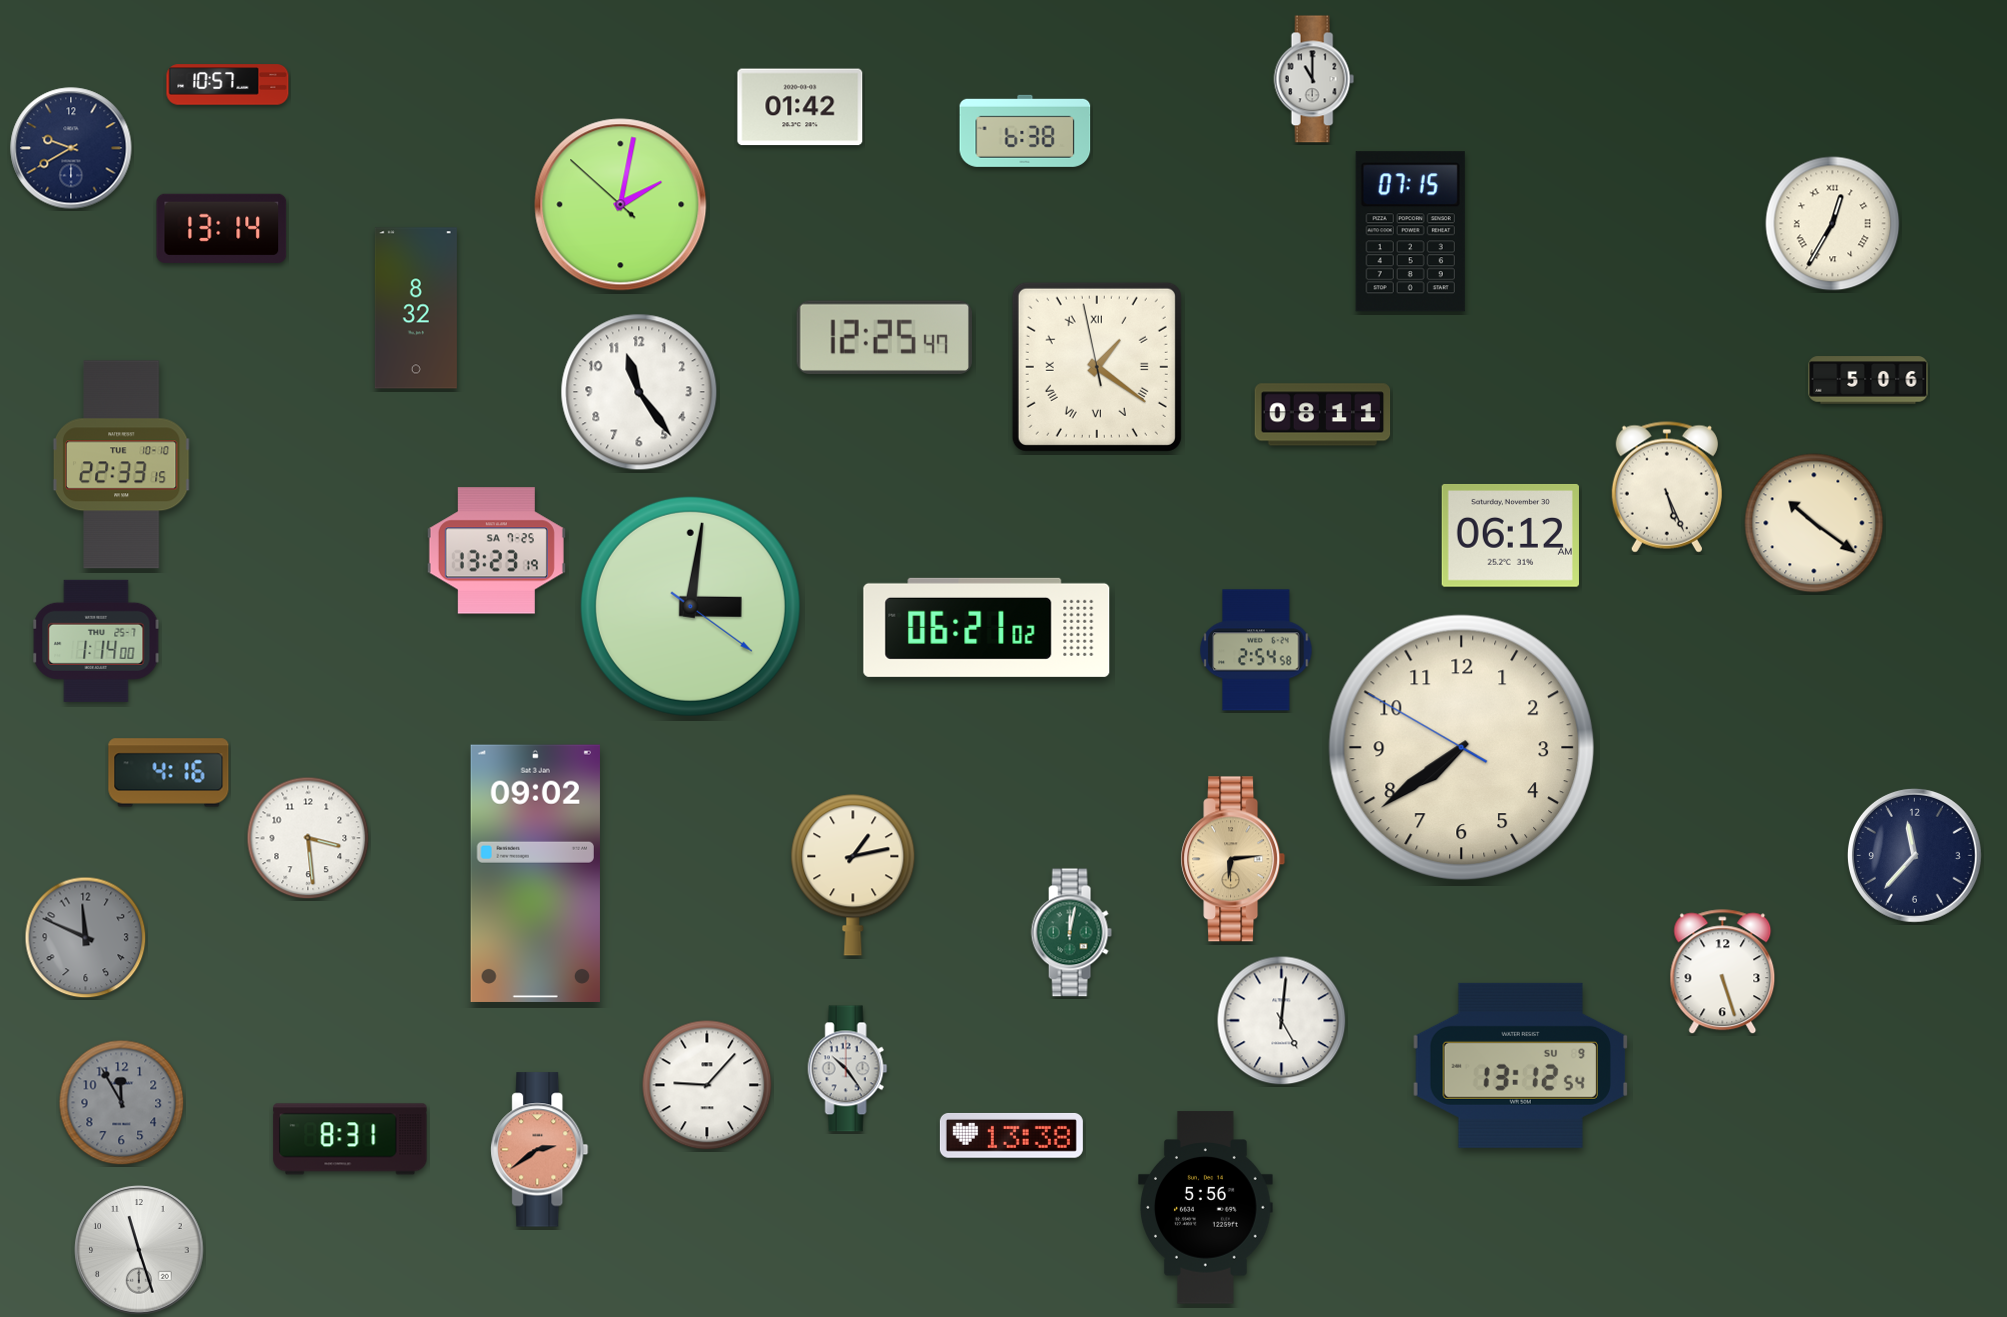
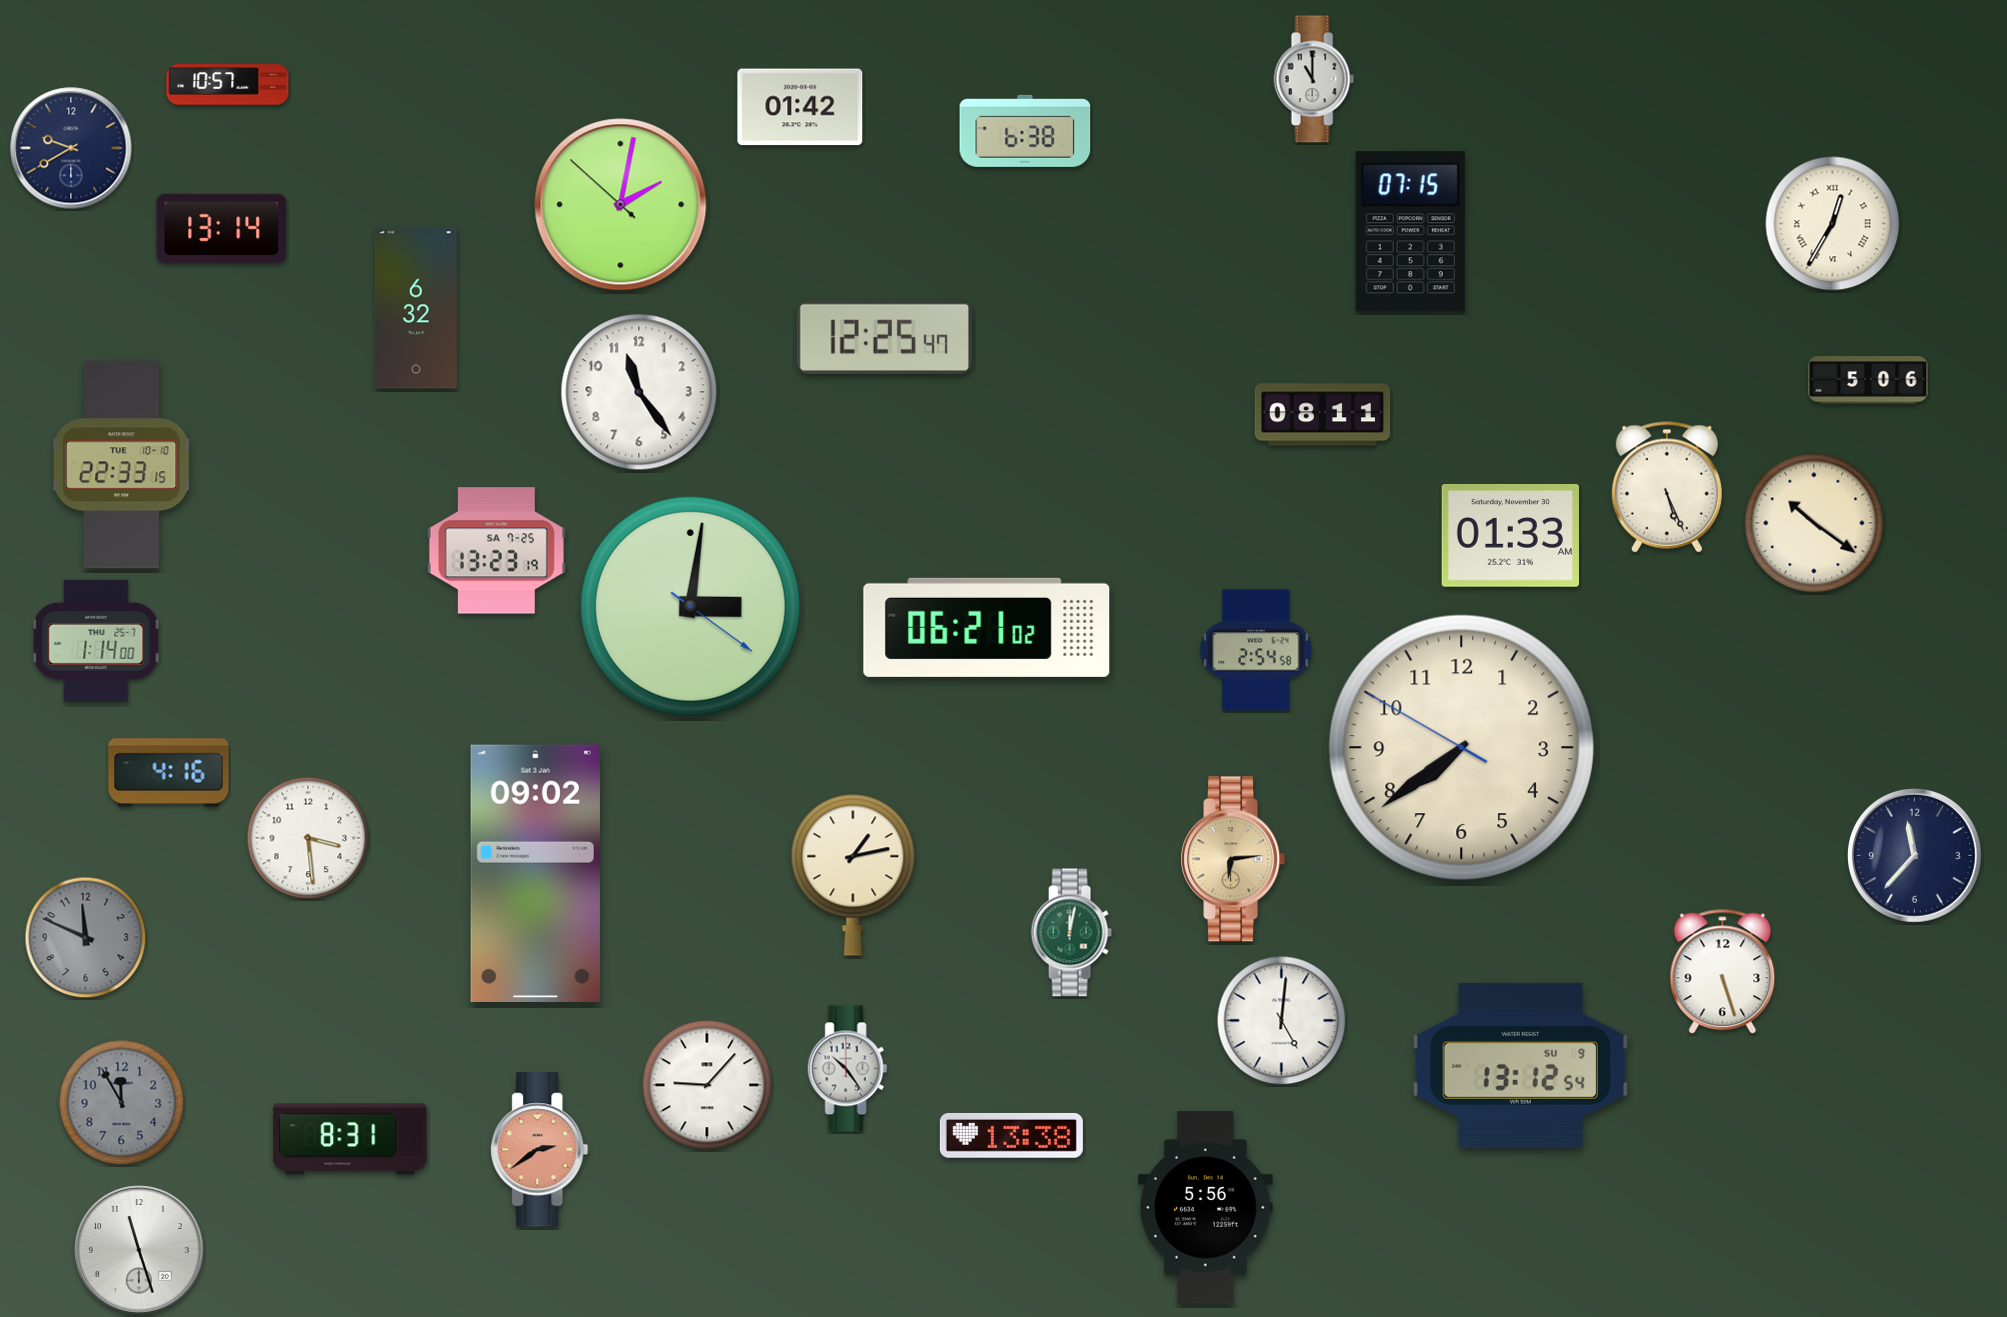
clock at (416, 308): 8:32 -> 6:32
clock at (1097, 367): 1:20 -> none
clock at (1510, 535): 06:12 -> 01:33
